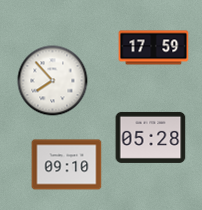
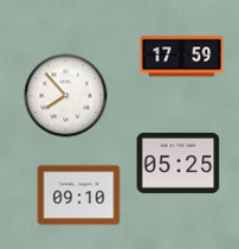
clock at (53, 81) position: (53, 81) -> (66, 96)
clock at (151, 137): 05:28 -> 05:25
